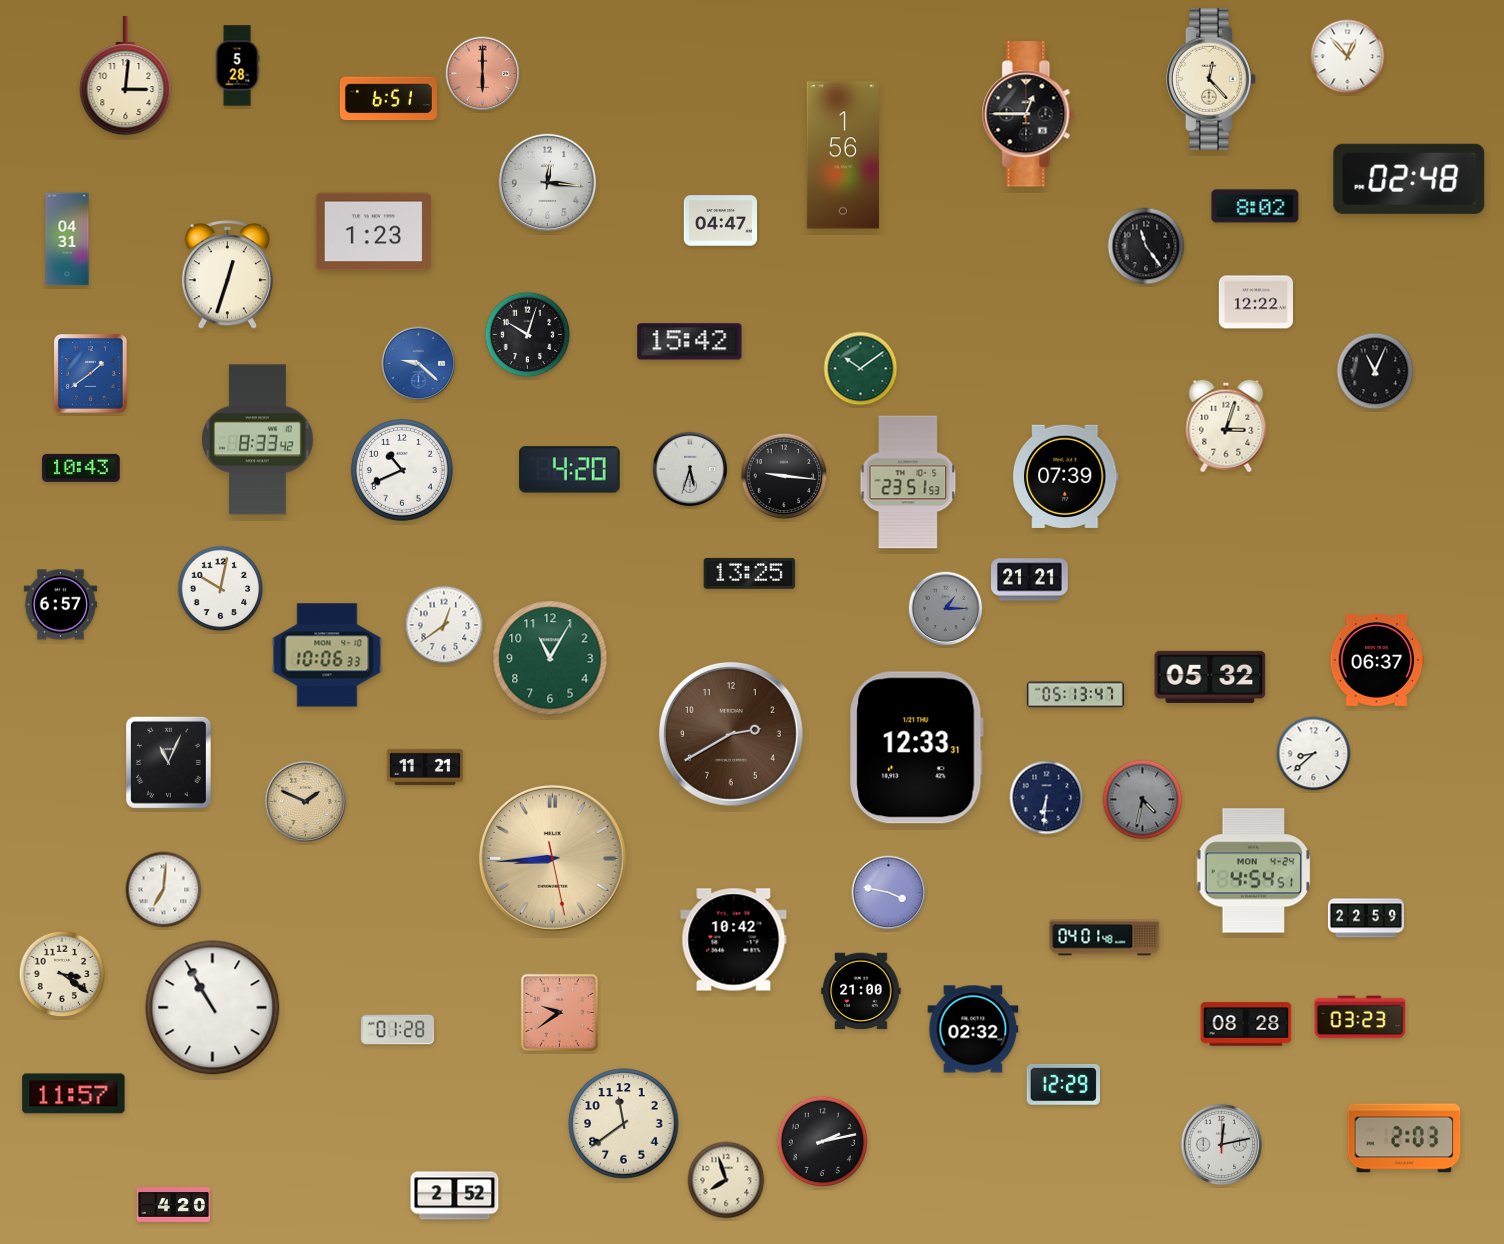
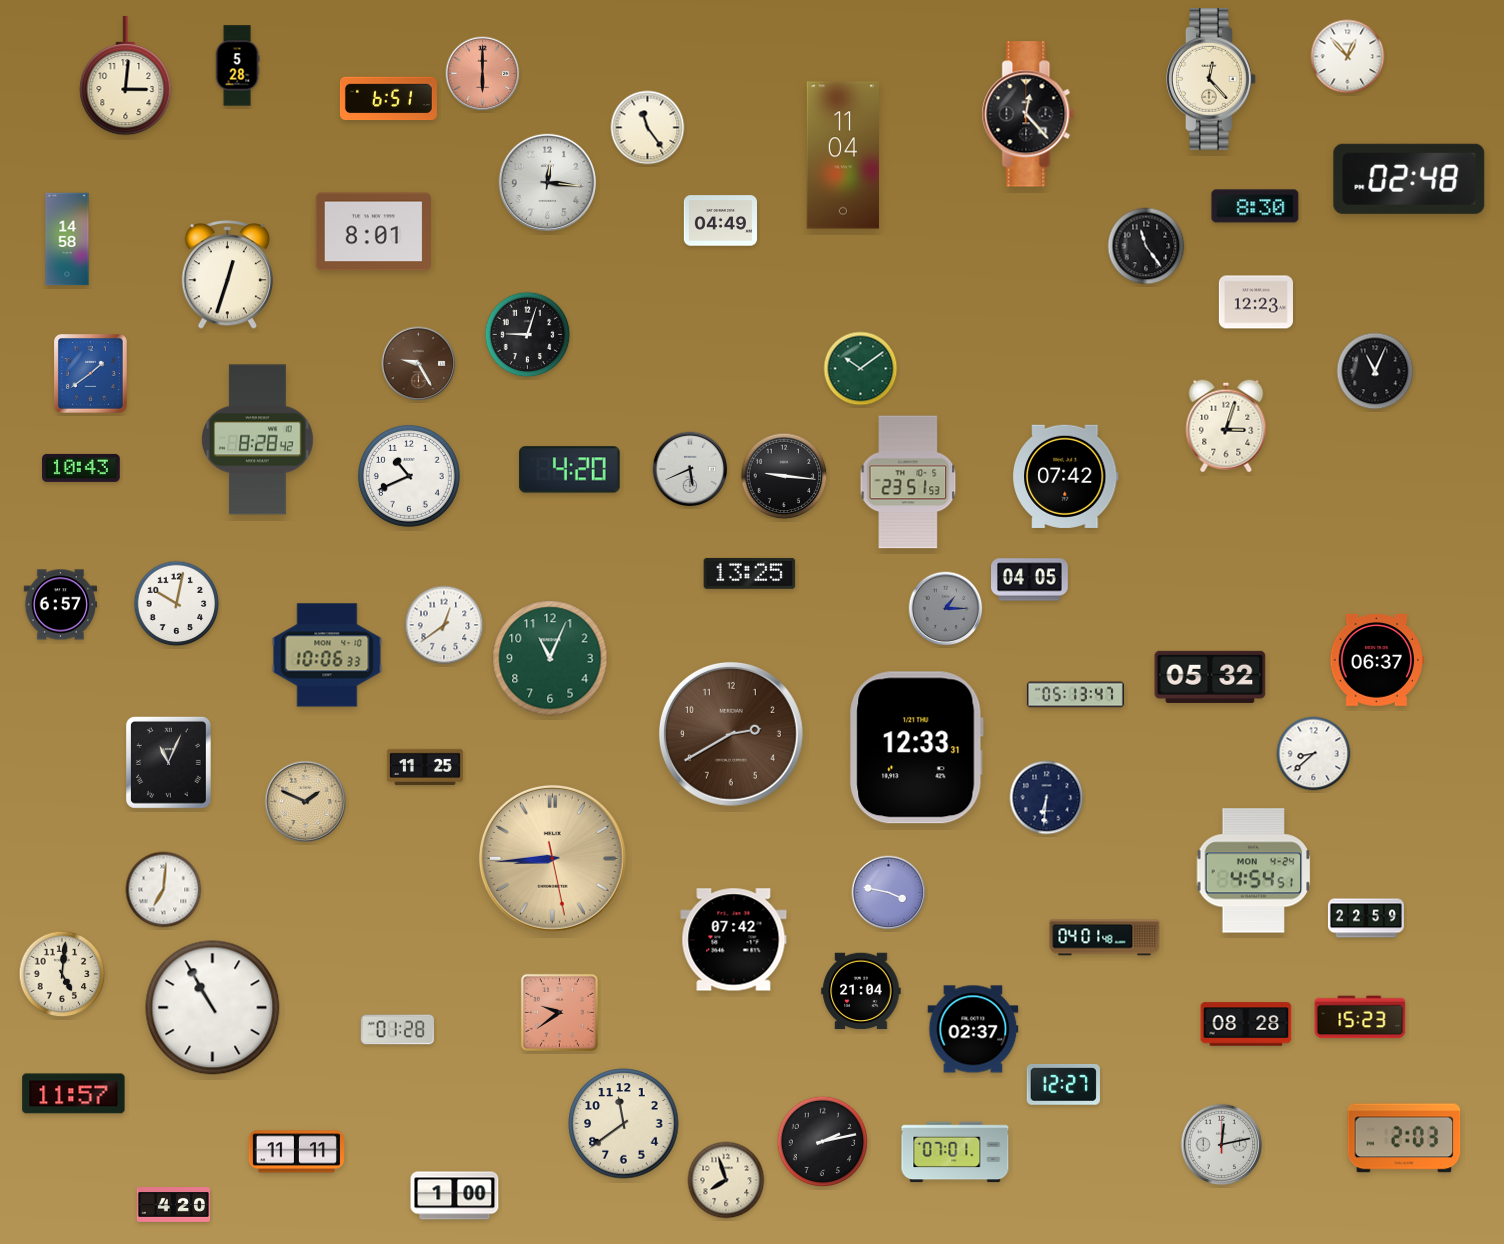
clock at (1028, 114): 12:45 -> 12:23
clock at (648, 128): none -> 11:24
clock at (843, 155): 1:56 -> 11:04
clock at (1255, 206): 8:02 -> 8:30
clock at (720, 221): 04:47 -> 04:49
clock at (373, 232): 1:23 -> 8:01
clock at (67, 239): 04:31 -> 14:58
clock at (1256, 302): 12:22 -> 12:23
clock at (528, 335): 10:03 -> 9:03
clock at (690, 342): 15:42 -> none
clock at (419, 364): 9:22 -> 9:25
clock at (419, 364) dial: blue -> brown
clock at (258, 440): 8:33 -> 8:28
clock at (690, 469): 5:33 -> 5:41
clock at (402, 470) position: (402, 470) -> (409, 476)
clock at (1065, 476): 07:39 -> 07:42
clock at (1030, 580): 21:21 -> 04:05
clock at (221, 589) position: (221, 589) -> (177, 604)
clock at (550, 658): 11:05 -> 11:04
clock at (425, 767): 11:21 -> 11:25
clock at (1143, 800): 4:32 -> none
clock at (734, 940): 10:42 -> 07:42
clock at (62, 974): 3:21 -> 5:01
clock at (861, 991): 21:00 -> 21:04
clock at (1360, 1017): 03:23 -> 15:23
clock at (973, 1029): 02:32 -> 02:37
clock at (1063, 1084): 12:29 -> 12:27
clock at (296, 1152): none -> 11:11
clock at (955, 1152): none -> 07:01
clock at (455, 1196): 2:52 -> 1:00
